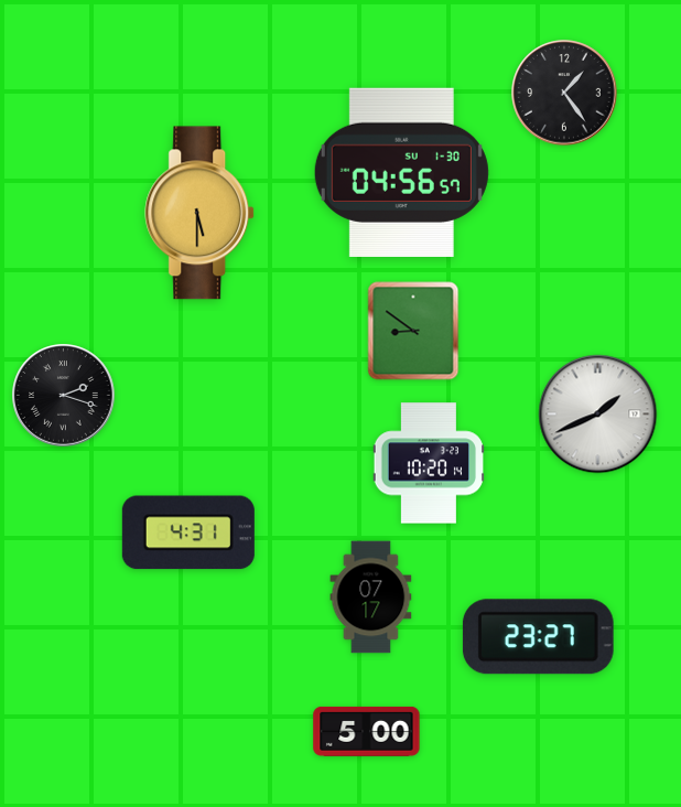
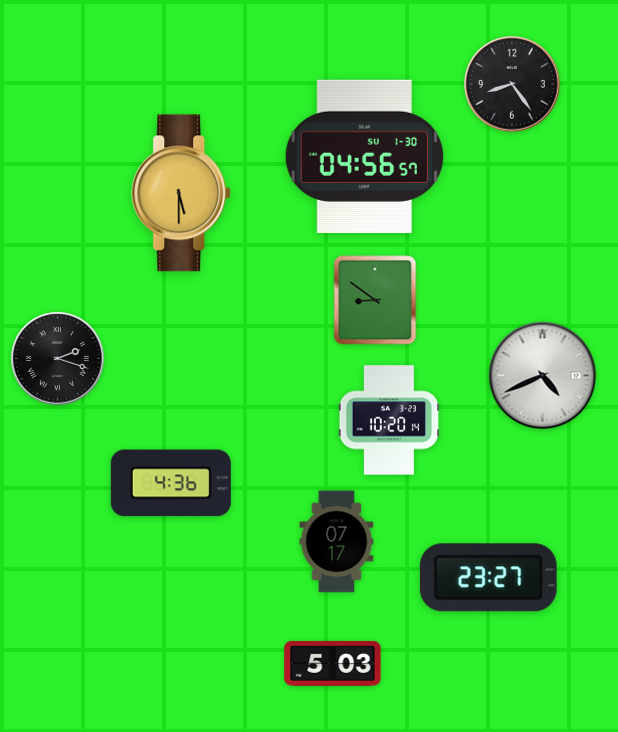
clock at (564, 93): 1:24 -> 8:24
clock at (598, 415): 1:41 -> 4:41
clock at (188, 532): 4:31 -> 4:36
clock at (367, 731): 5:00 -> 5:03
